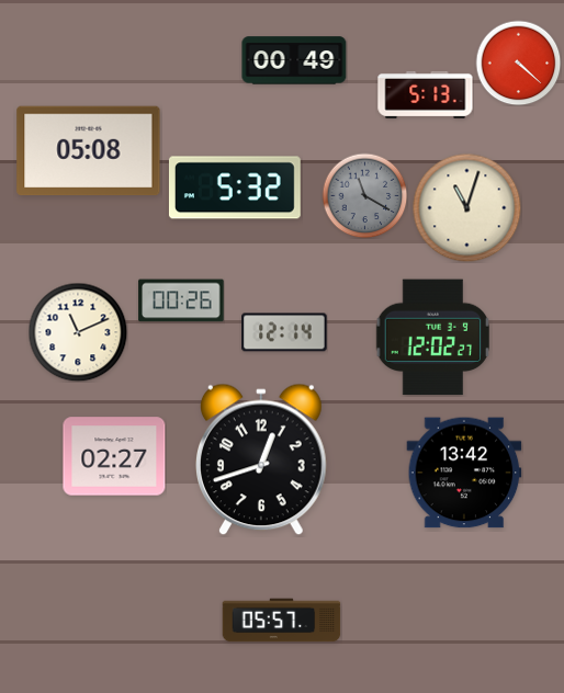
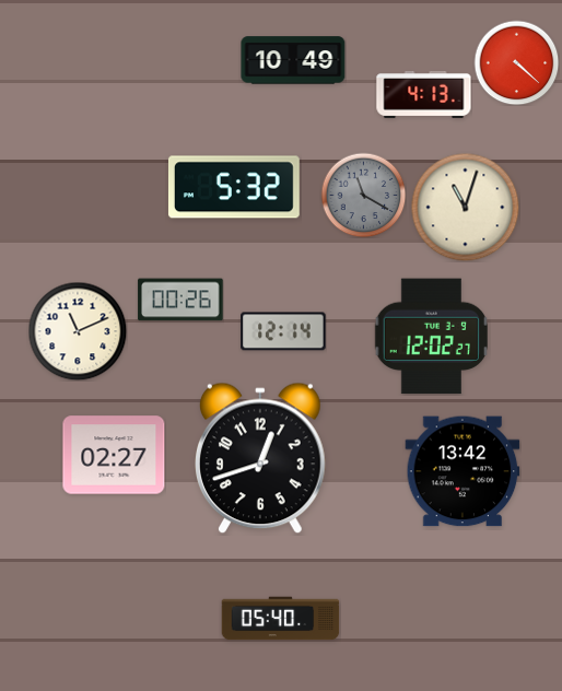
clock at (294, 60): 00:49 -> 10:49
clock at (426, 94): 5:13 -> 4:13
clock at (89, 151): 05:08 -> none
clock at (282, 621): 05:57 -> 05:40
